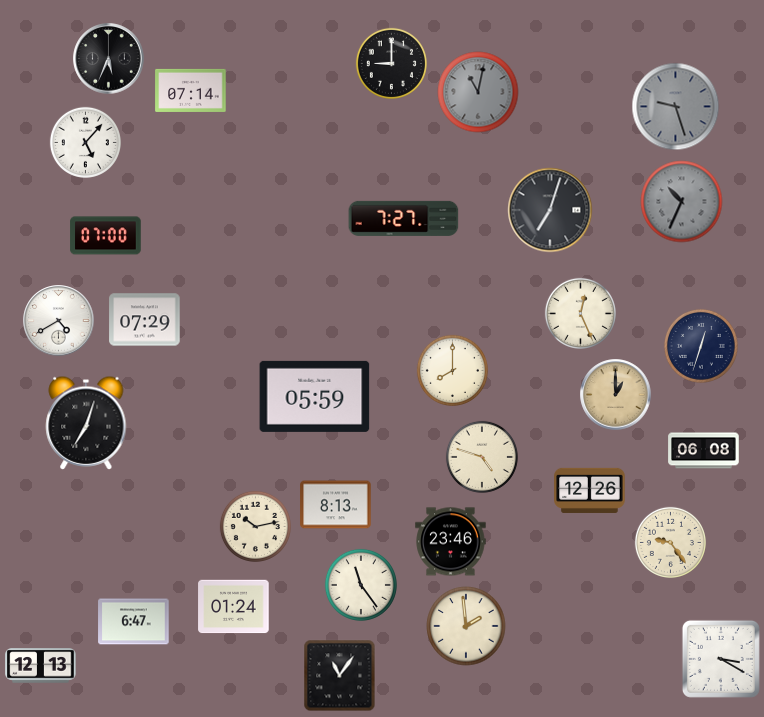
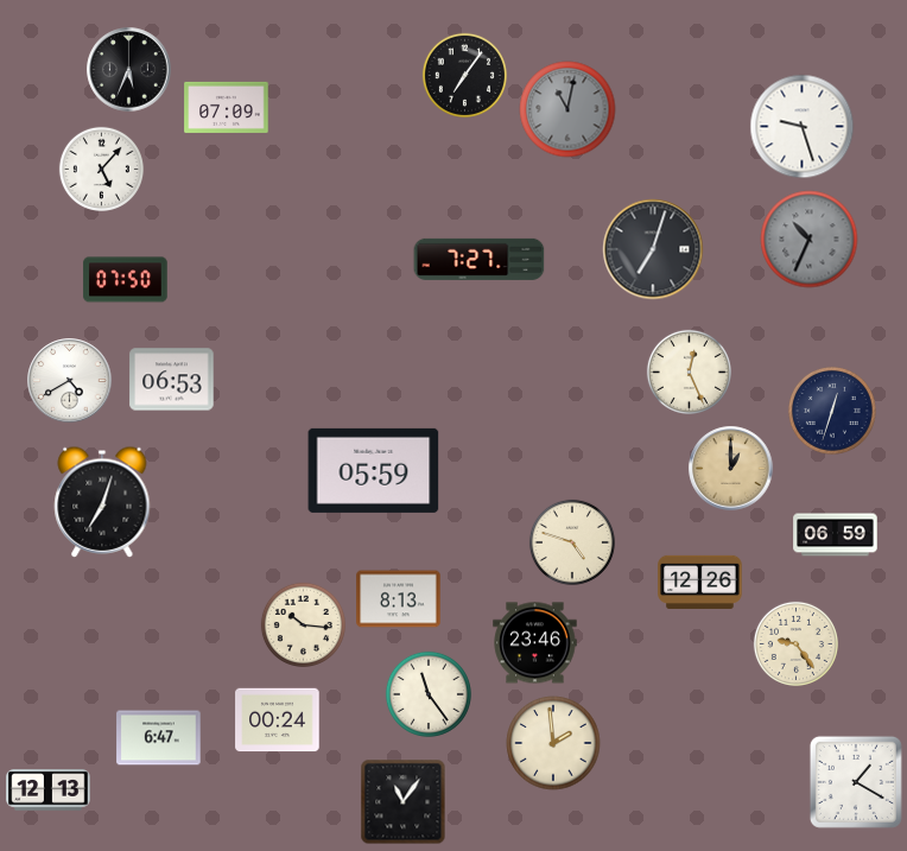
clock at (391, 63): 9:00 -> 7:06
clock at (191, 90): 07:14 -> 07:09
clock at (676, 107) dial: grey -> white
clock at (106, 236): 07:00 -> 07:50
clock at (145, 320): 07:29 -> 06:53
clock at (452, 370): 8:00 -> none
clock at (704, 451): 06:08 -> 06:59
clock at (255, 526): 10:13 -> 10:16
clock at (234, 607): 01:24 -> 00:24
clock at (721, 659): 3:20 -> 1:20
